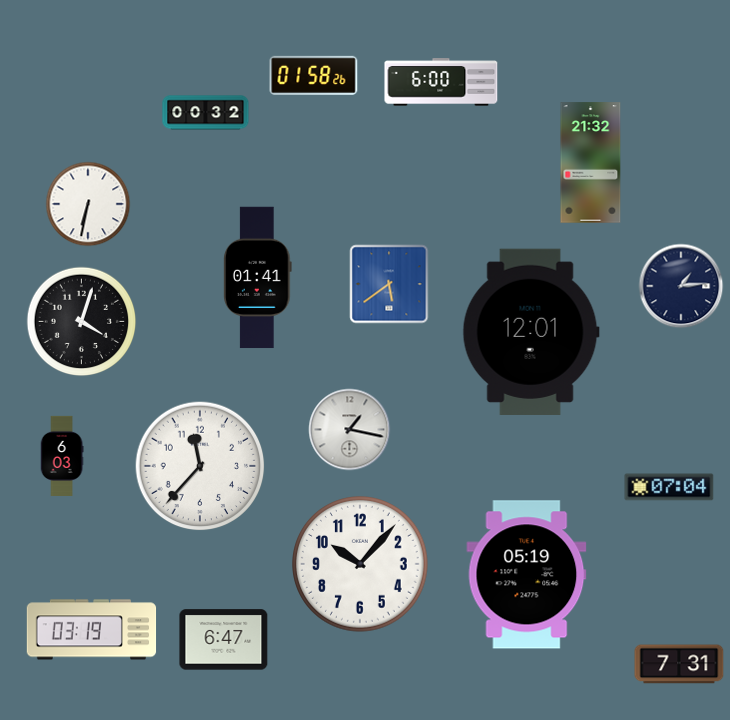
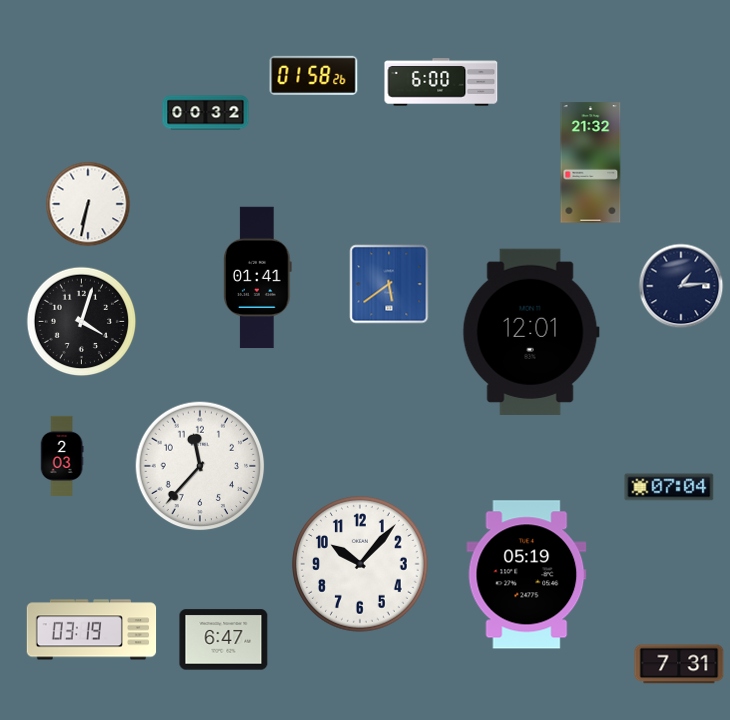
clock at (350, 430): 1:17 -> none
clock at (62, 455): 6:03 -> 2:03
